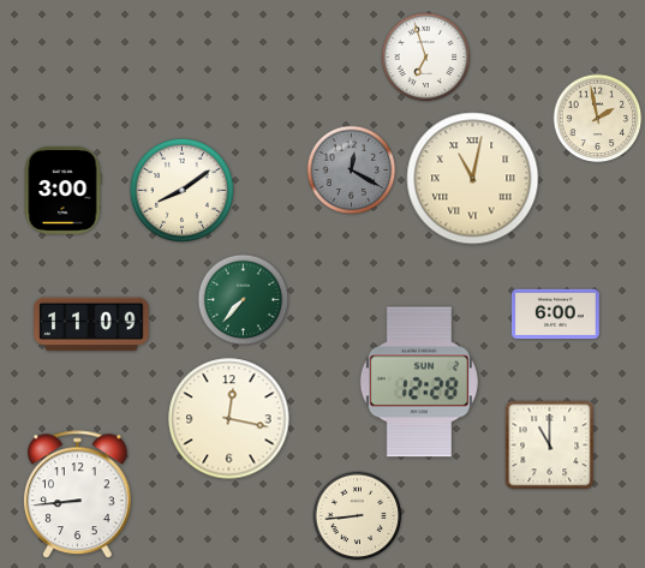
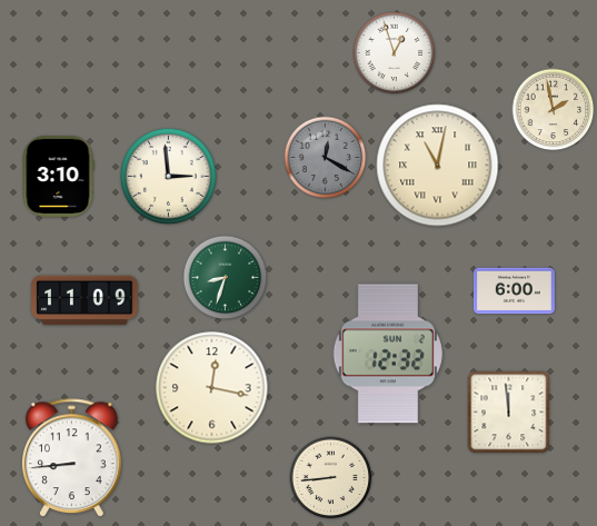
clock at (426, 58): 6:57 -> 12:57
clock at (62, 190): 3:00 -> 3:10
clock at (181, 190): 8:09 -> 2:59
clock at (244, 300): 7:37 -> 8:33
clock at (419, 382): 12:28 -> 12:32
clock at (550, 446): 11:00 -> 11:59
